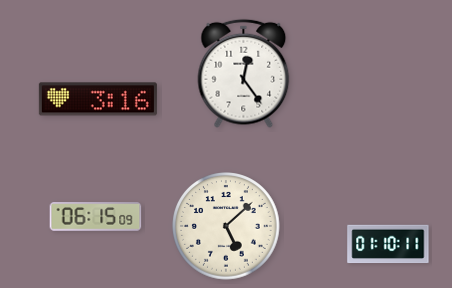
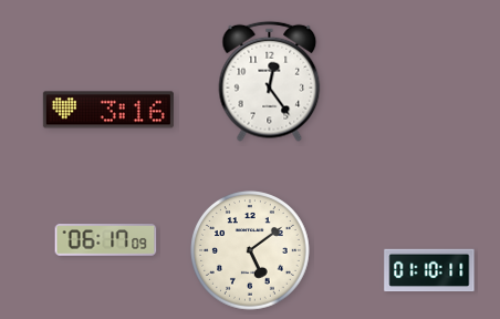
clock at (96, 217): 06:15 -> 06:17
clock at (227, 227): 5:08 -> 5:09
